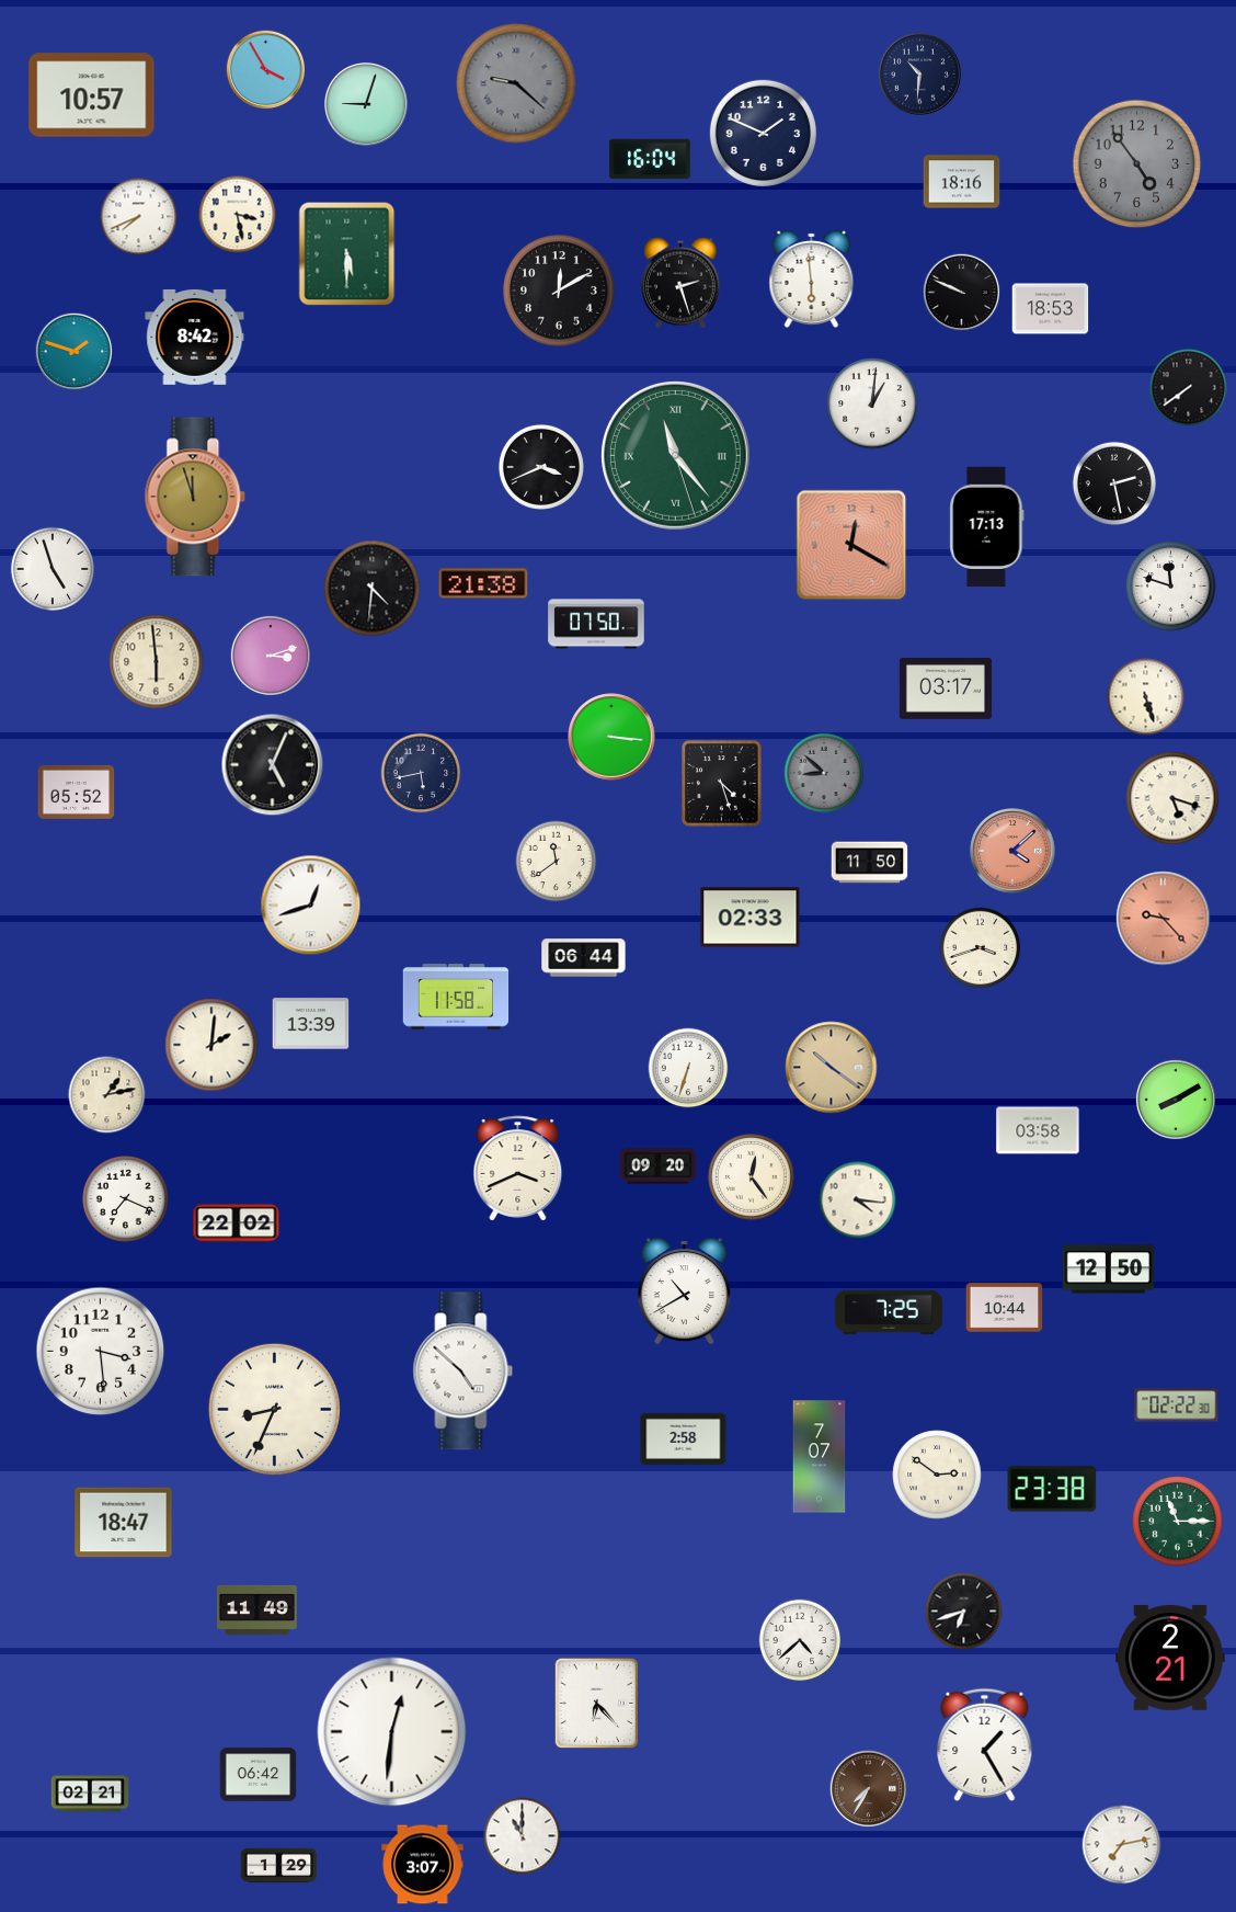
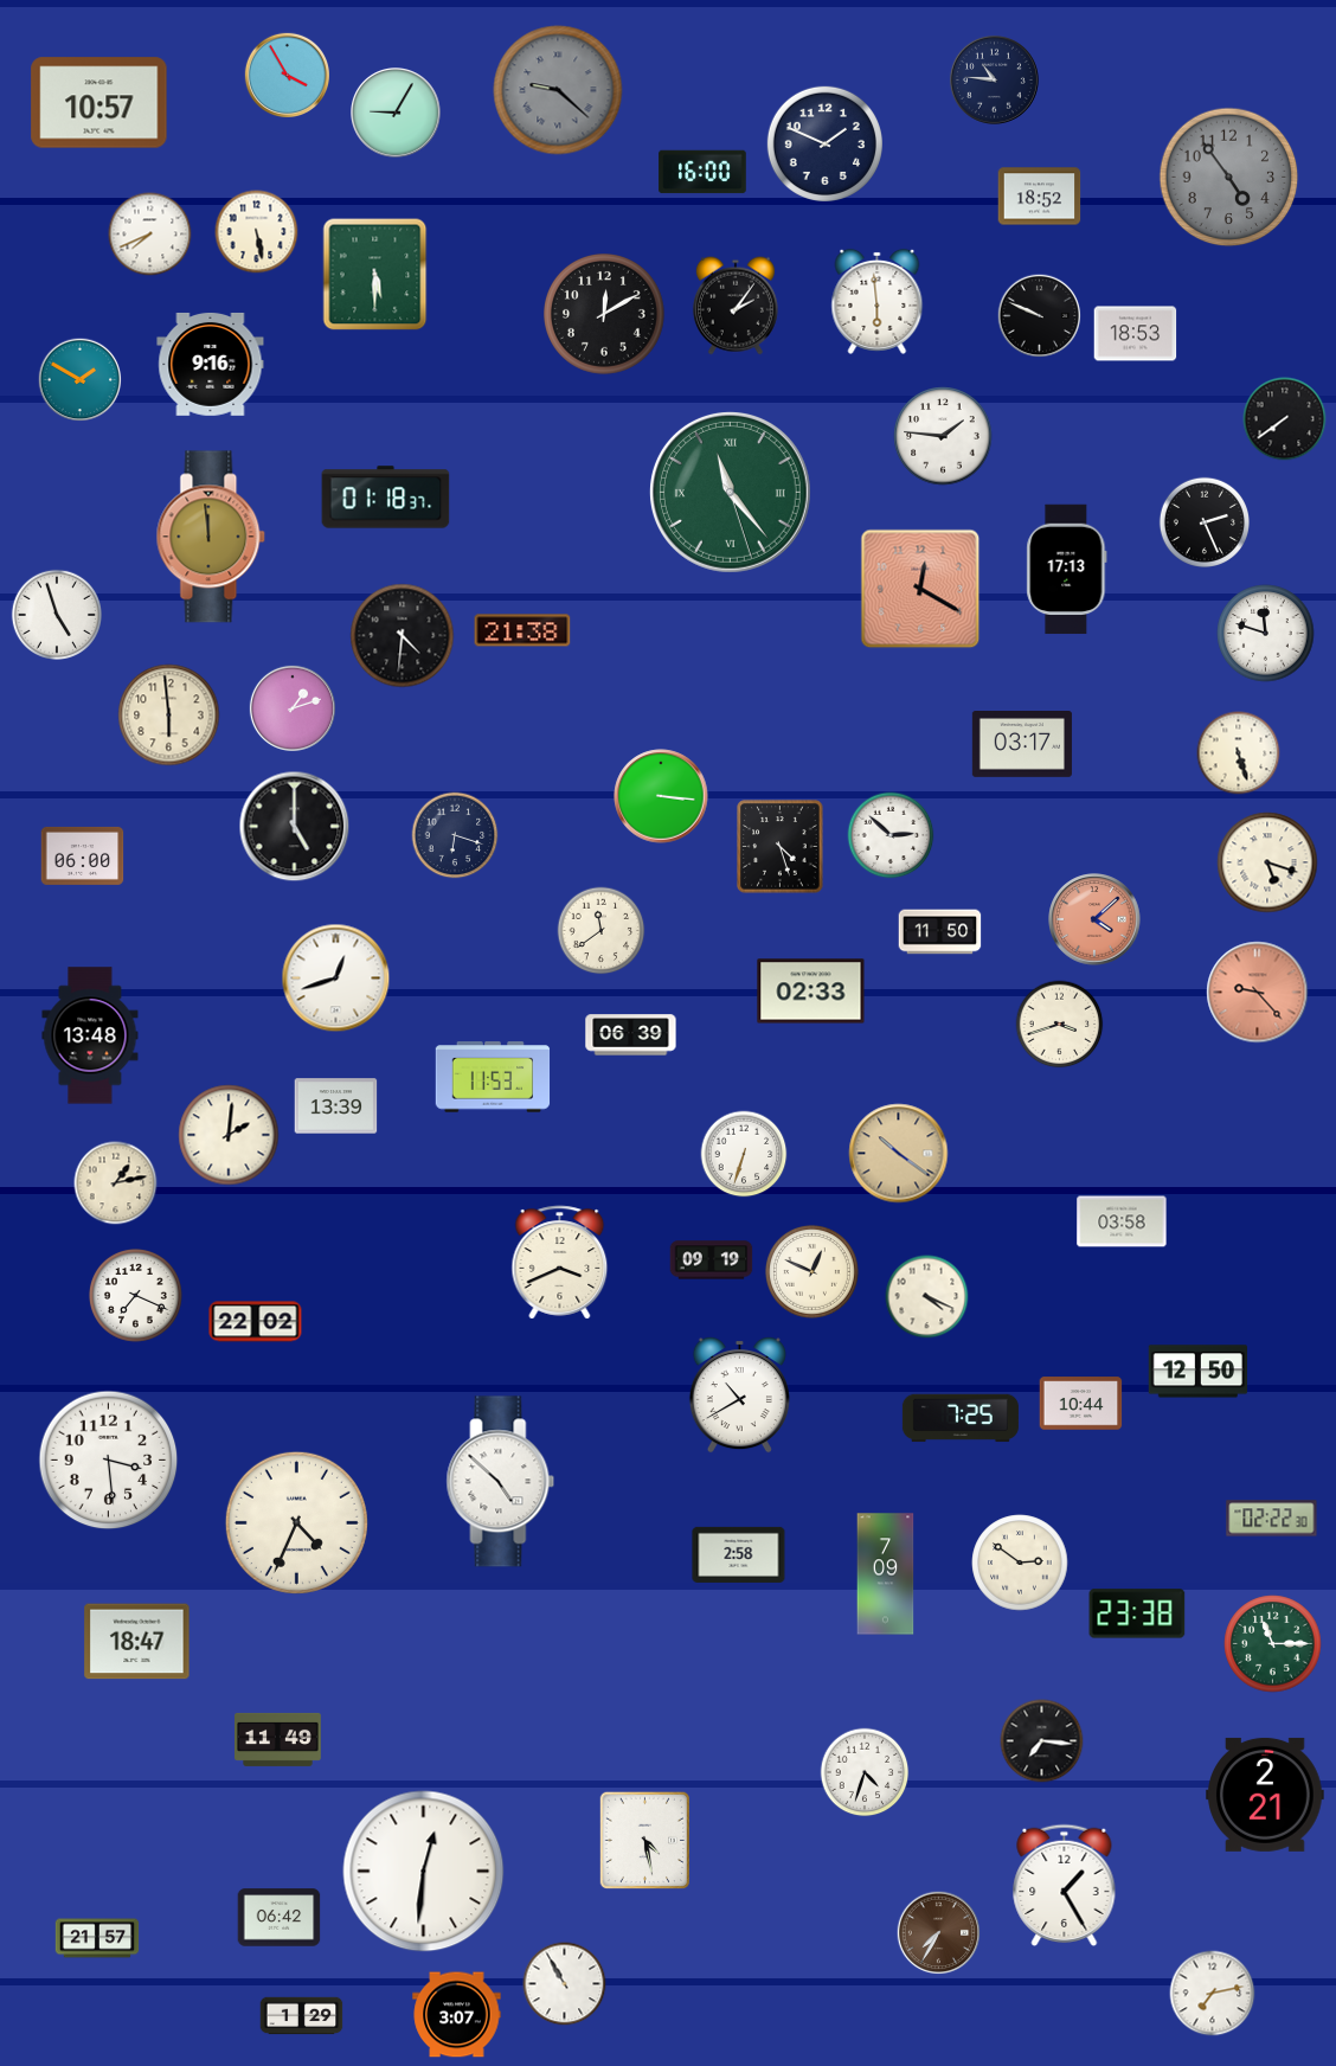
clock at (919, 73): 10:31 -> 10:46
clock at (367, 105): 9:03 -> 9:05
clock at (650, 159): 16:04 -> 16:00
clock at (962, 182): 18:16 -> 18:52
clock at (238, 215): 3:28 -> 5:28
clock at (680, 283): 2:27 -> 2:06
clock at (195, 338): 8:42 -> 9:16
clock at (75, 352): 1:48 -> 1:50
clock at (872, 403): 1:01 -> 1:46
clock at (386, 498): none -> 01:18
clock at (541, 467): 3:41 -> none
clock at (1113, 482): 2:28 -> 2:26
clock at (195, 497): 11:57 -> 11:59
clock at (596, 624): 07:50 -> none
clock at (271, 656): 3:12 -> 1:12
clock at (273, 765): 5:04 -> 5:00
clock at (421, 773): 5:43 -> 6:18
clock at (824, 773): 8:52 -> 2:52
clock at (824, 773) dial: grey -> white
clock at (77, 792): 05:52 -> 06:00
clock at (90, 1035): none -> 13:48
clock at (584, 958): 06:44 -> 06:39
clock at (456, 997): 11:58 -> 11:53
clock at (211, 1045) position: (211, 1045) -> (229, 1135)
clock at (1176, 1100): 8:10 -> none
clock at (659, 1166): 09:20 -> 09:19
clock at (751, 1176): 12:24 -> 12:49
clock at (858, 1200): 4:16 -> 4:19
clock at (1005, 1308) position: (1005, 1308) -> (1081, 1404)
clock at (274, 1409): 8:34 -> 4:34
clock at (820, 1457): 7:07 -> 7:09
clock at (937, 1475) position: (937, 1475) -> (1020, 1563)
clock at (1052, 1489) position: (1052, 1489) -> (1137, 1613)
clock at (124, 1523) position: (124, 1523) -> (137, 1642)
clock at (964, 1612): 6:42 -> 7:16
clock at (800, 1640): 4:38 -> 4:33
clock at (1171, 1658) position: (1171, 1658) -> (1266, 1795)
clock at (597, 1704): 6:23 -> 4:28
clock at (90, 1794): 02:21 -> 21:57
clock at (523, 1836): 11:00 -> 10:55
